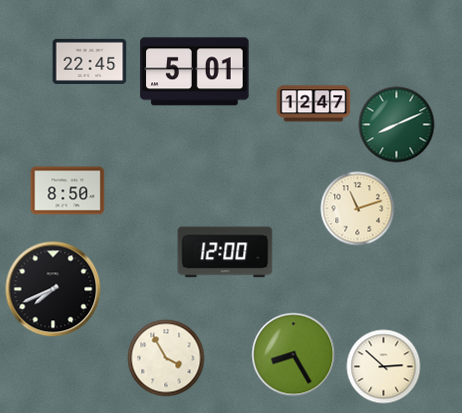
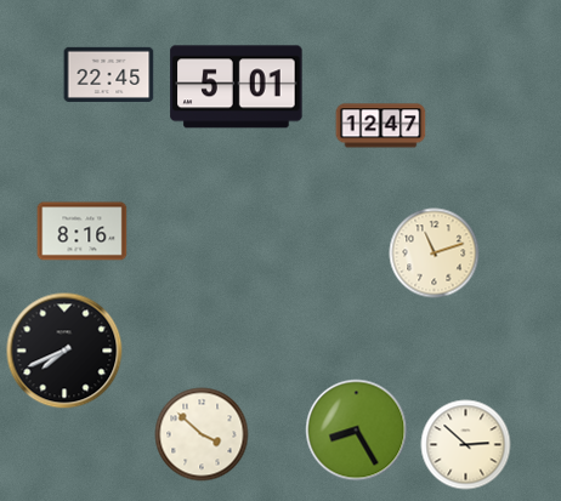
clock at (397, 125): 8:11 -> none
clock at (68, 191): 8:50 -> 8:16
clock at (225, 252): 12:00 -> none
clock at (166, 358): 3:55 -> 3:52
